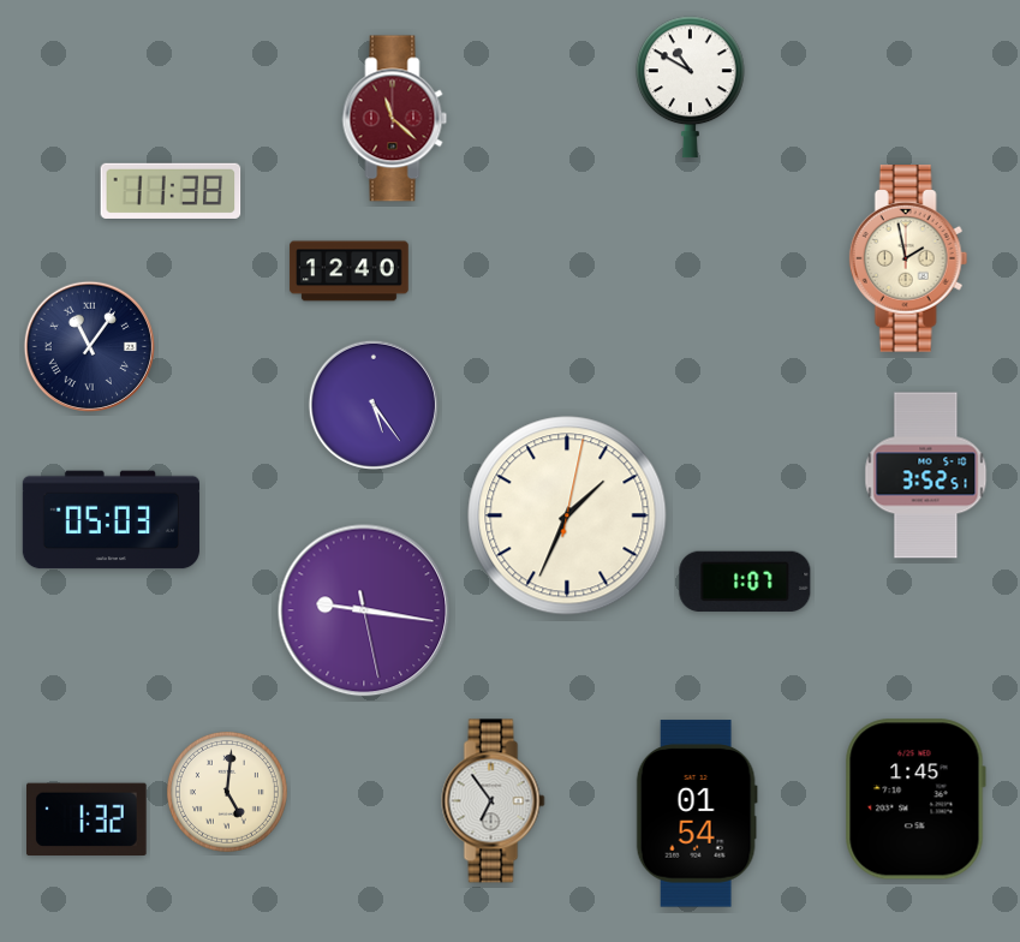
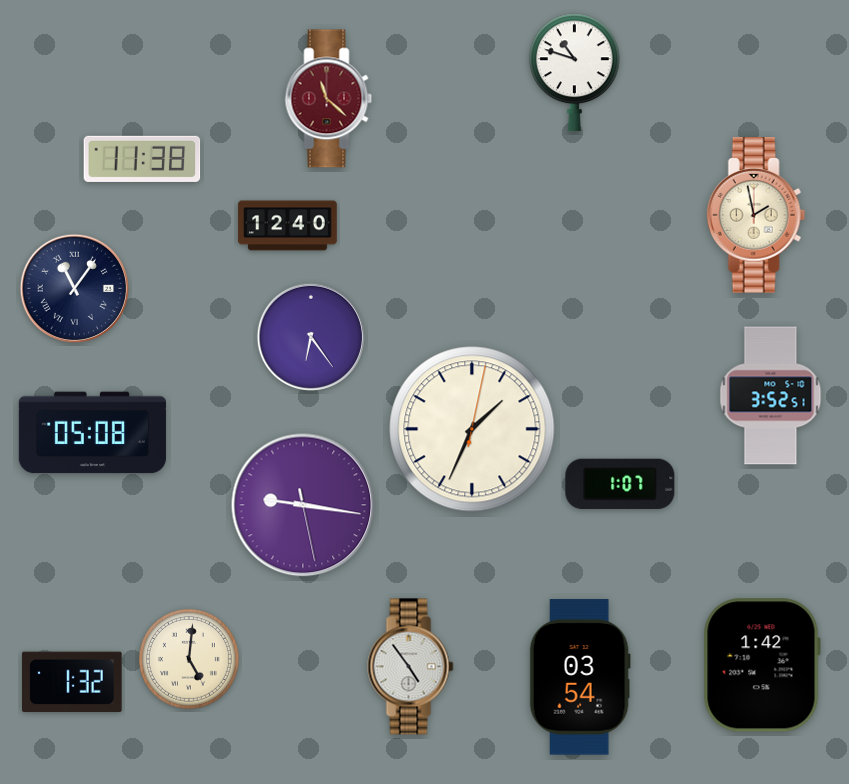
clock at (691, 88): 10:50 -> 10:48
clock at (350, 272) position: (350, 272) -> (288, 226)
clock at (374, 405): 5:24 -> 6:24
clock at (111, 520): 05:03 -> 05:08
clock at (364, 610) position: (364, 610) -> (303, 505)
clock at (915, 799): 1:45 -> 1:42
clock at (494, 801): 6:54 -> 4:54
clock at (697, 813): 01:54 -> 03:54
